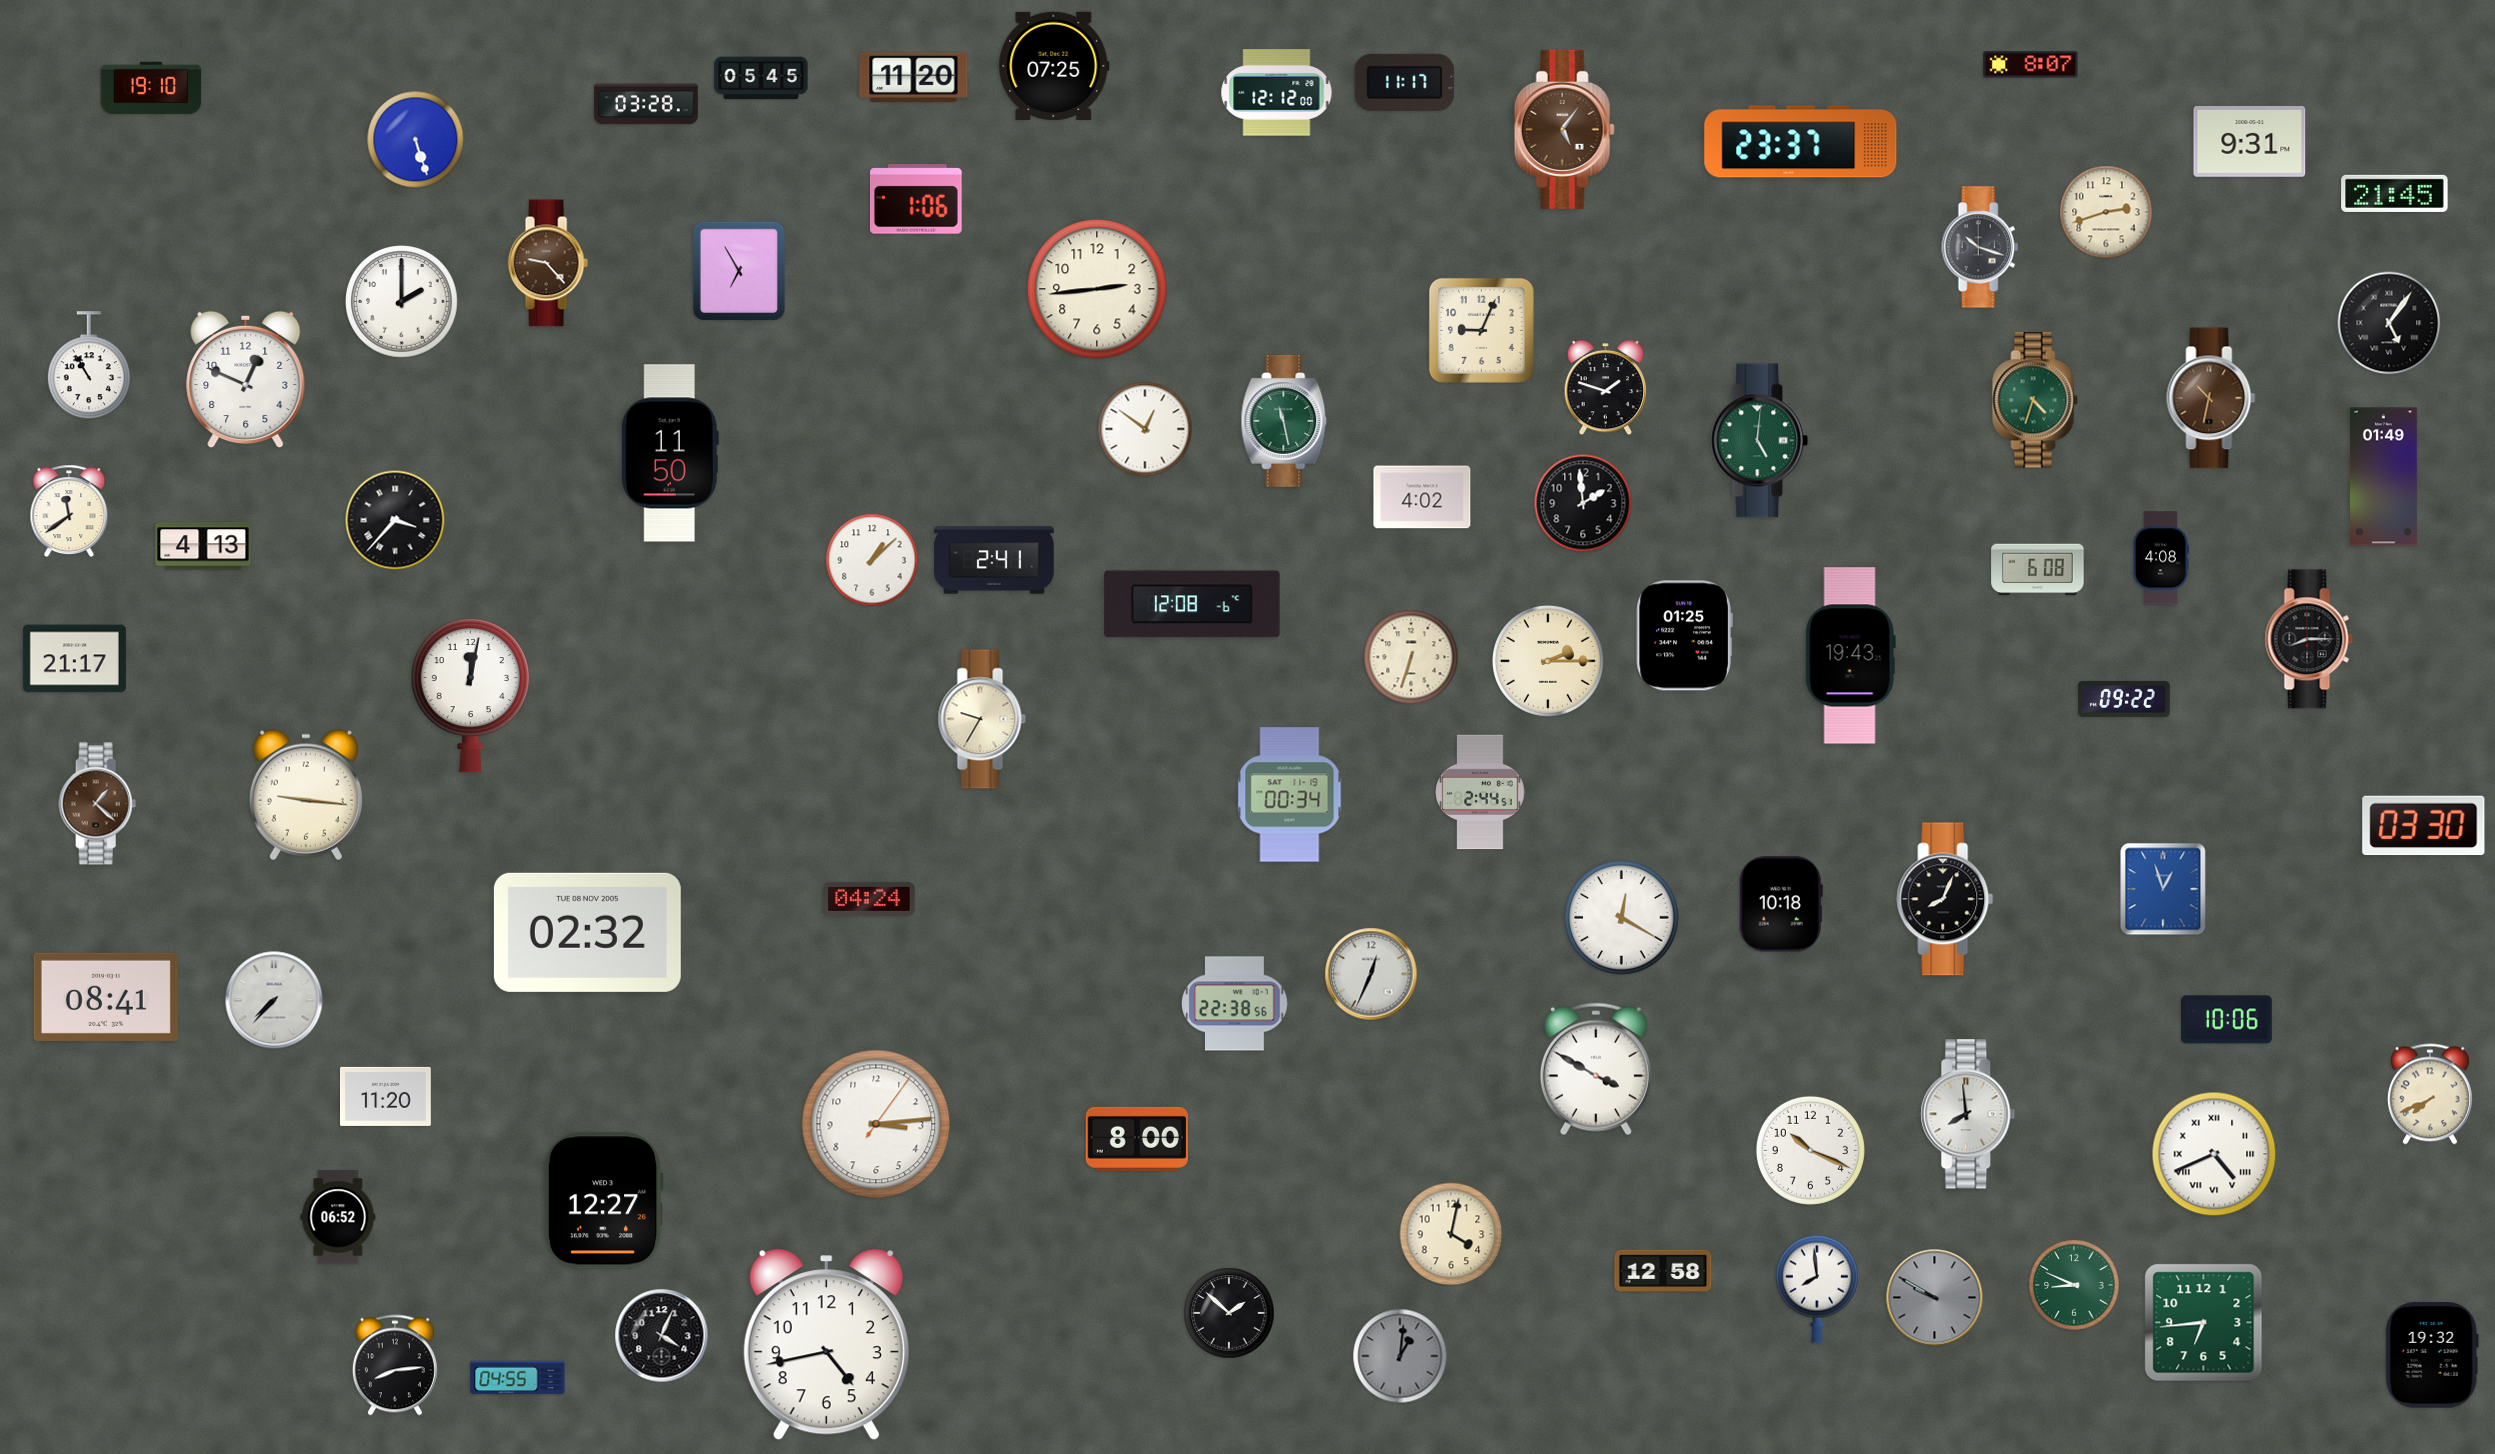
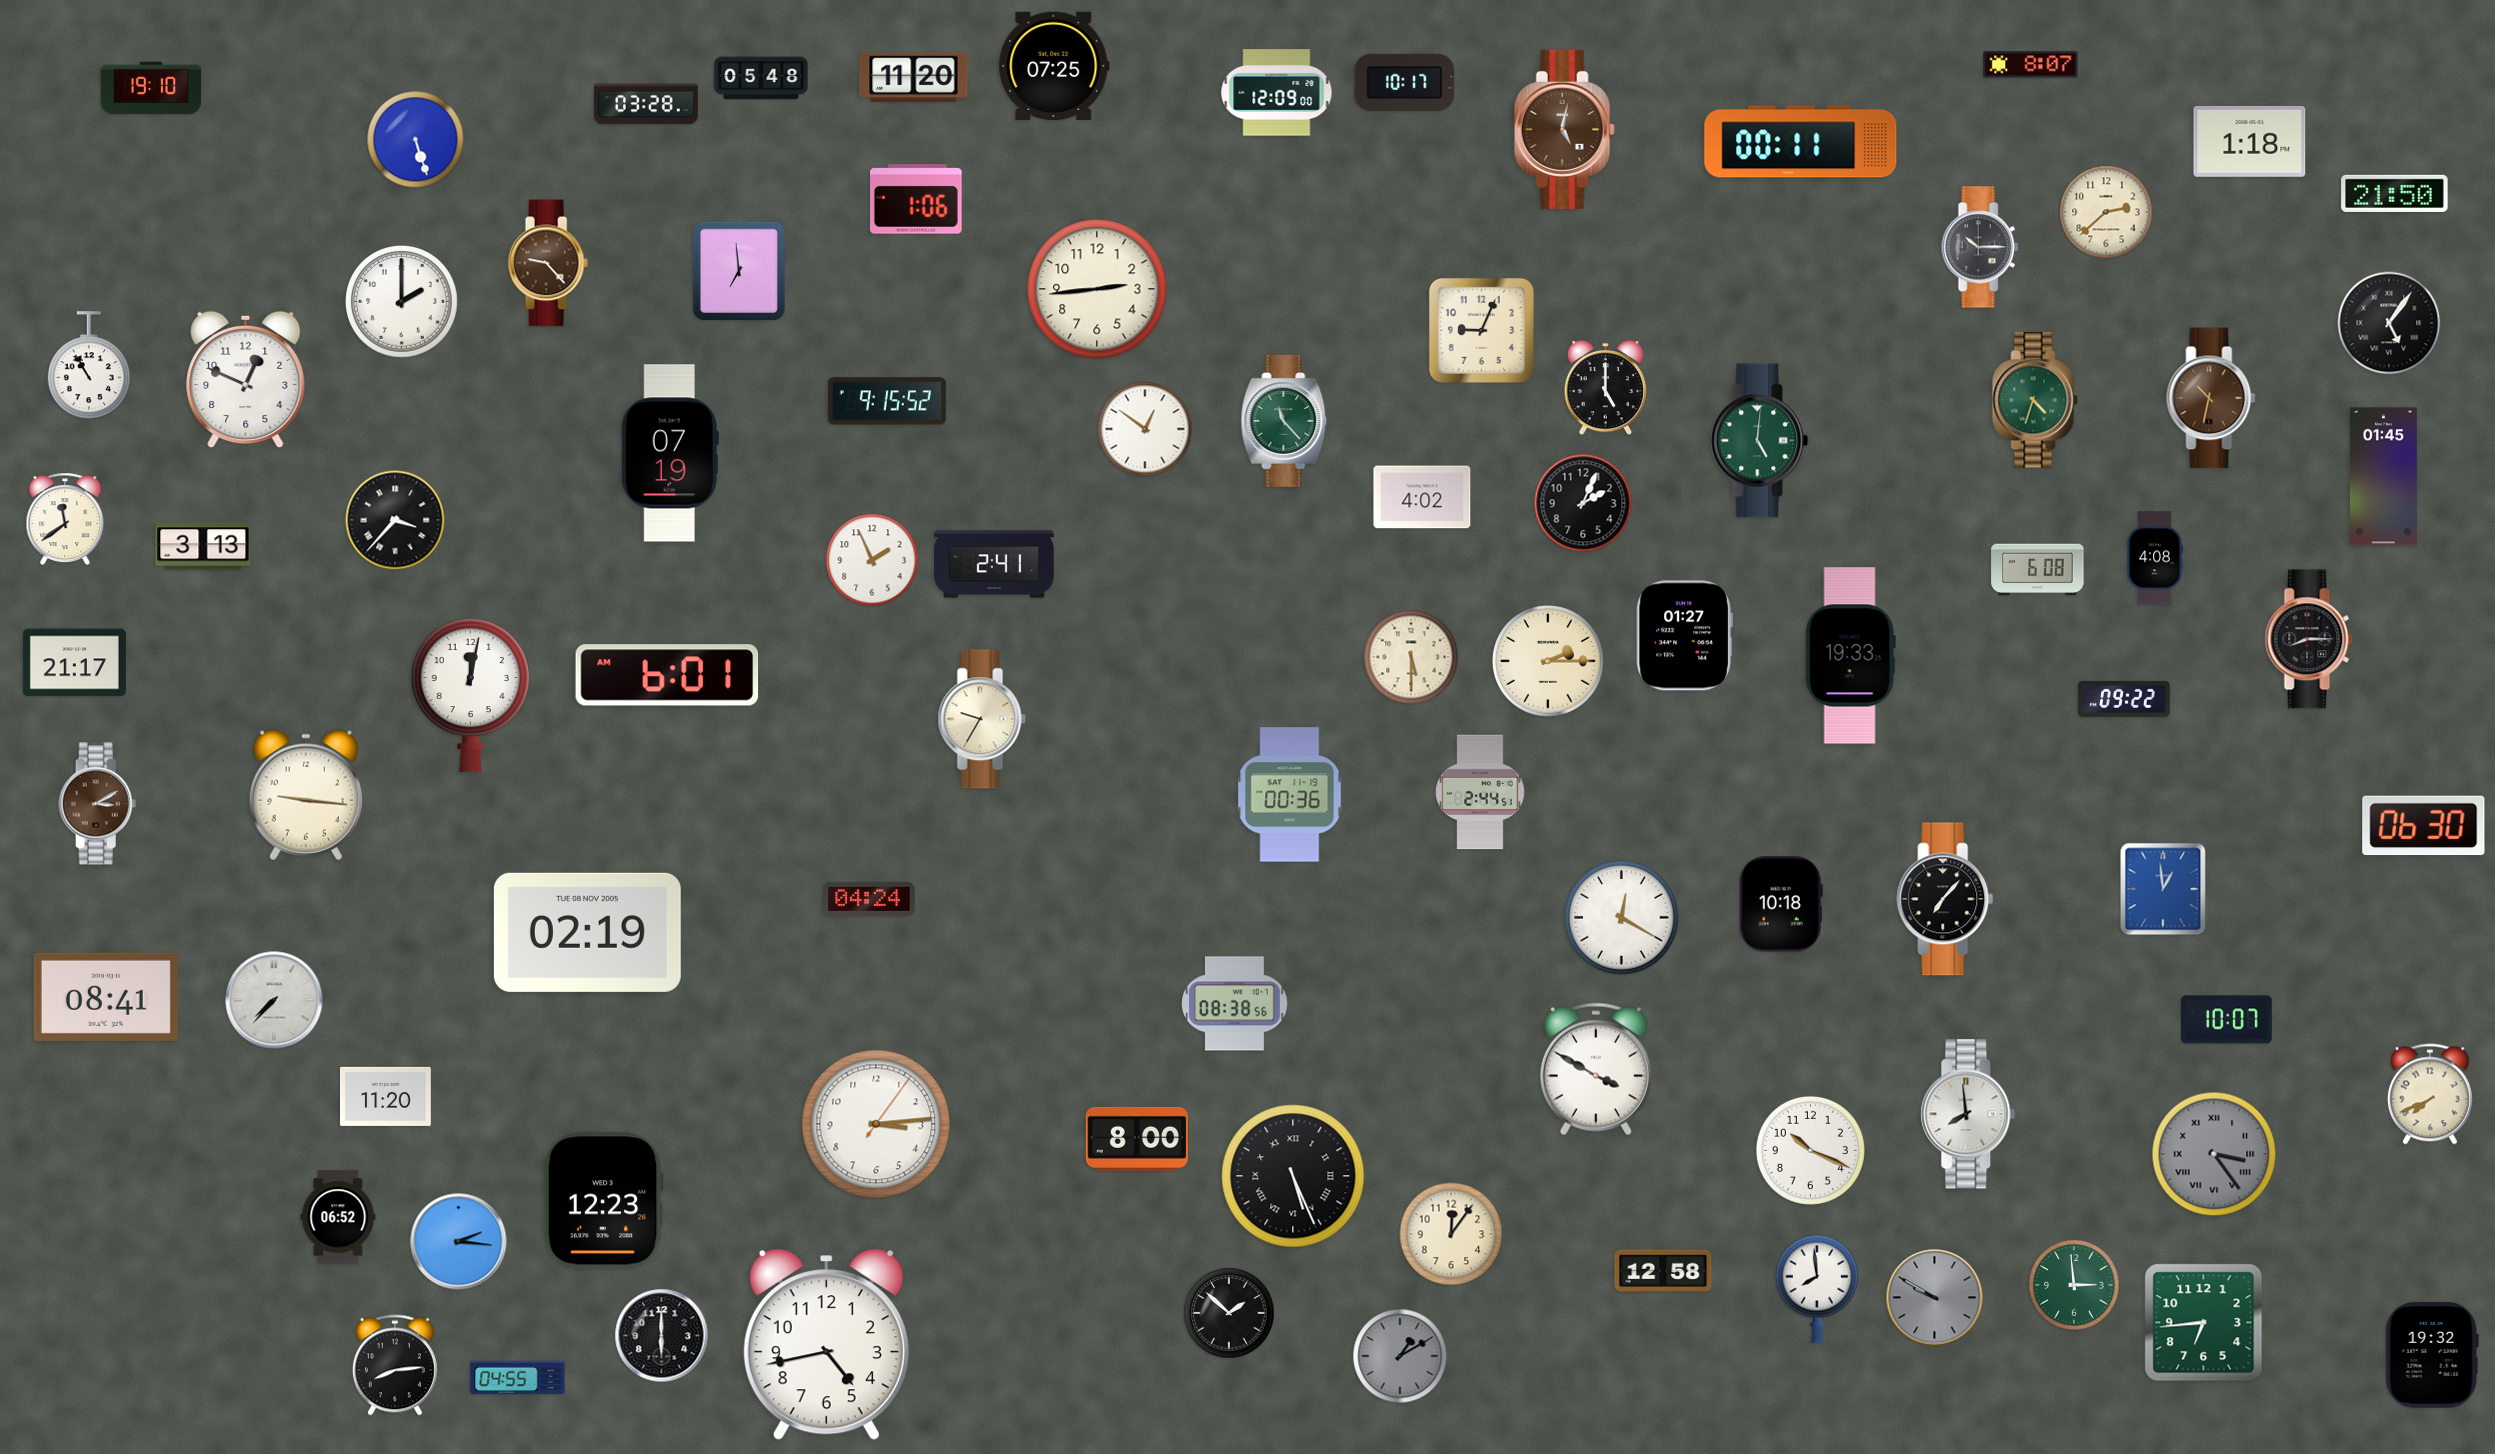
clock at (761, 78): 05:45 -> 05:48
clock at (1405, 82): 11:17 -> 10:17
clock at (1277, 93): 12:12 -> 12:09
clock at (1564, 129): 5:06 -> 5:02
clock at (2250, 141): 9:31 -> 1:18
clock at (1801, 142): 23:37 -> 00:11
clock at (2395, 193): 21:45 -> 21:50
clock at (2106, 212): 2:42 -> 2:38
clock at (1980, 247): 10:18 -> 10:15
clock at (738, 270): 6:55 -> 6:59
clock at (1606, 388): 1:48 -> 5:00
clock at (887, 401): none -> 9:15
clock at (1284, 421): 11:28 -> 11:23
clock at (670, 453): 11:50 -> 07:19
clock at (2383, 477): 01:49 -> 01:45
clock at (1583, 503): 1:59 -> 2:04
clock at (69, 510) position: (69, 510) -> (65, 518)
clock at (203, 546): 4:13 -> 3:13
clock at (2161, 558) position: (2161, 558) -> (2155, 558)
clock at (872, 560): 1:08 -> 1:56
clock at (994, 560) position: (994, 560) -> (994, 564)
clock at (1192, 604): 12:08 -> none
clock at (1684, 636): 01:25 -> 01:27
clock at (1850, 656): 19:43 -> 19:33
clock at (1411, 657): 6:33 -> 5:30
clock at (74, 659) position: (74, 659) -> (74, 663)
clock at (667, 675): none -> 6:01
clock at (1290, 795): 00:34 -> 00:36
clock at (98, 804): 1:22 -> 3:10
clock at (2424, 826): 03:30 -> 06:30
clock at (2163, 889): 12:57 -> 12:59
clock at (1945, 899): 8:04 -> 7:07
clock at (587, 932): 02:32 -> 02:19
clock at (1371, 974): 12:34 -> none
clock at (1235, 1004): 22:38 -> 08:38
clock at (2226, 1020): 10:06 -> 10:07
clock at (2214, 1154): 4:41 -> 3:24
clock at (2214, 1154) dial: white -> grey
clock at (1293, 1176): none -> 5:26
clock at (603, 1201): 12:27 -> 12:23
clock at (1451, 1234): 4:02 -> 12:06
clock at (459, 1242): none -> 2:16
clock at (2074, 1285): 8:49 -> 2:59
clock at (662, 1336): 4:04 -> 6:00
clock at (1400, 1356): 1:01 -> 1:10
